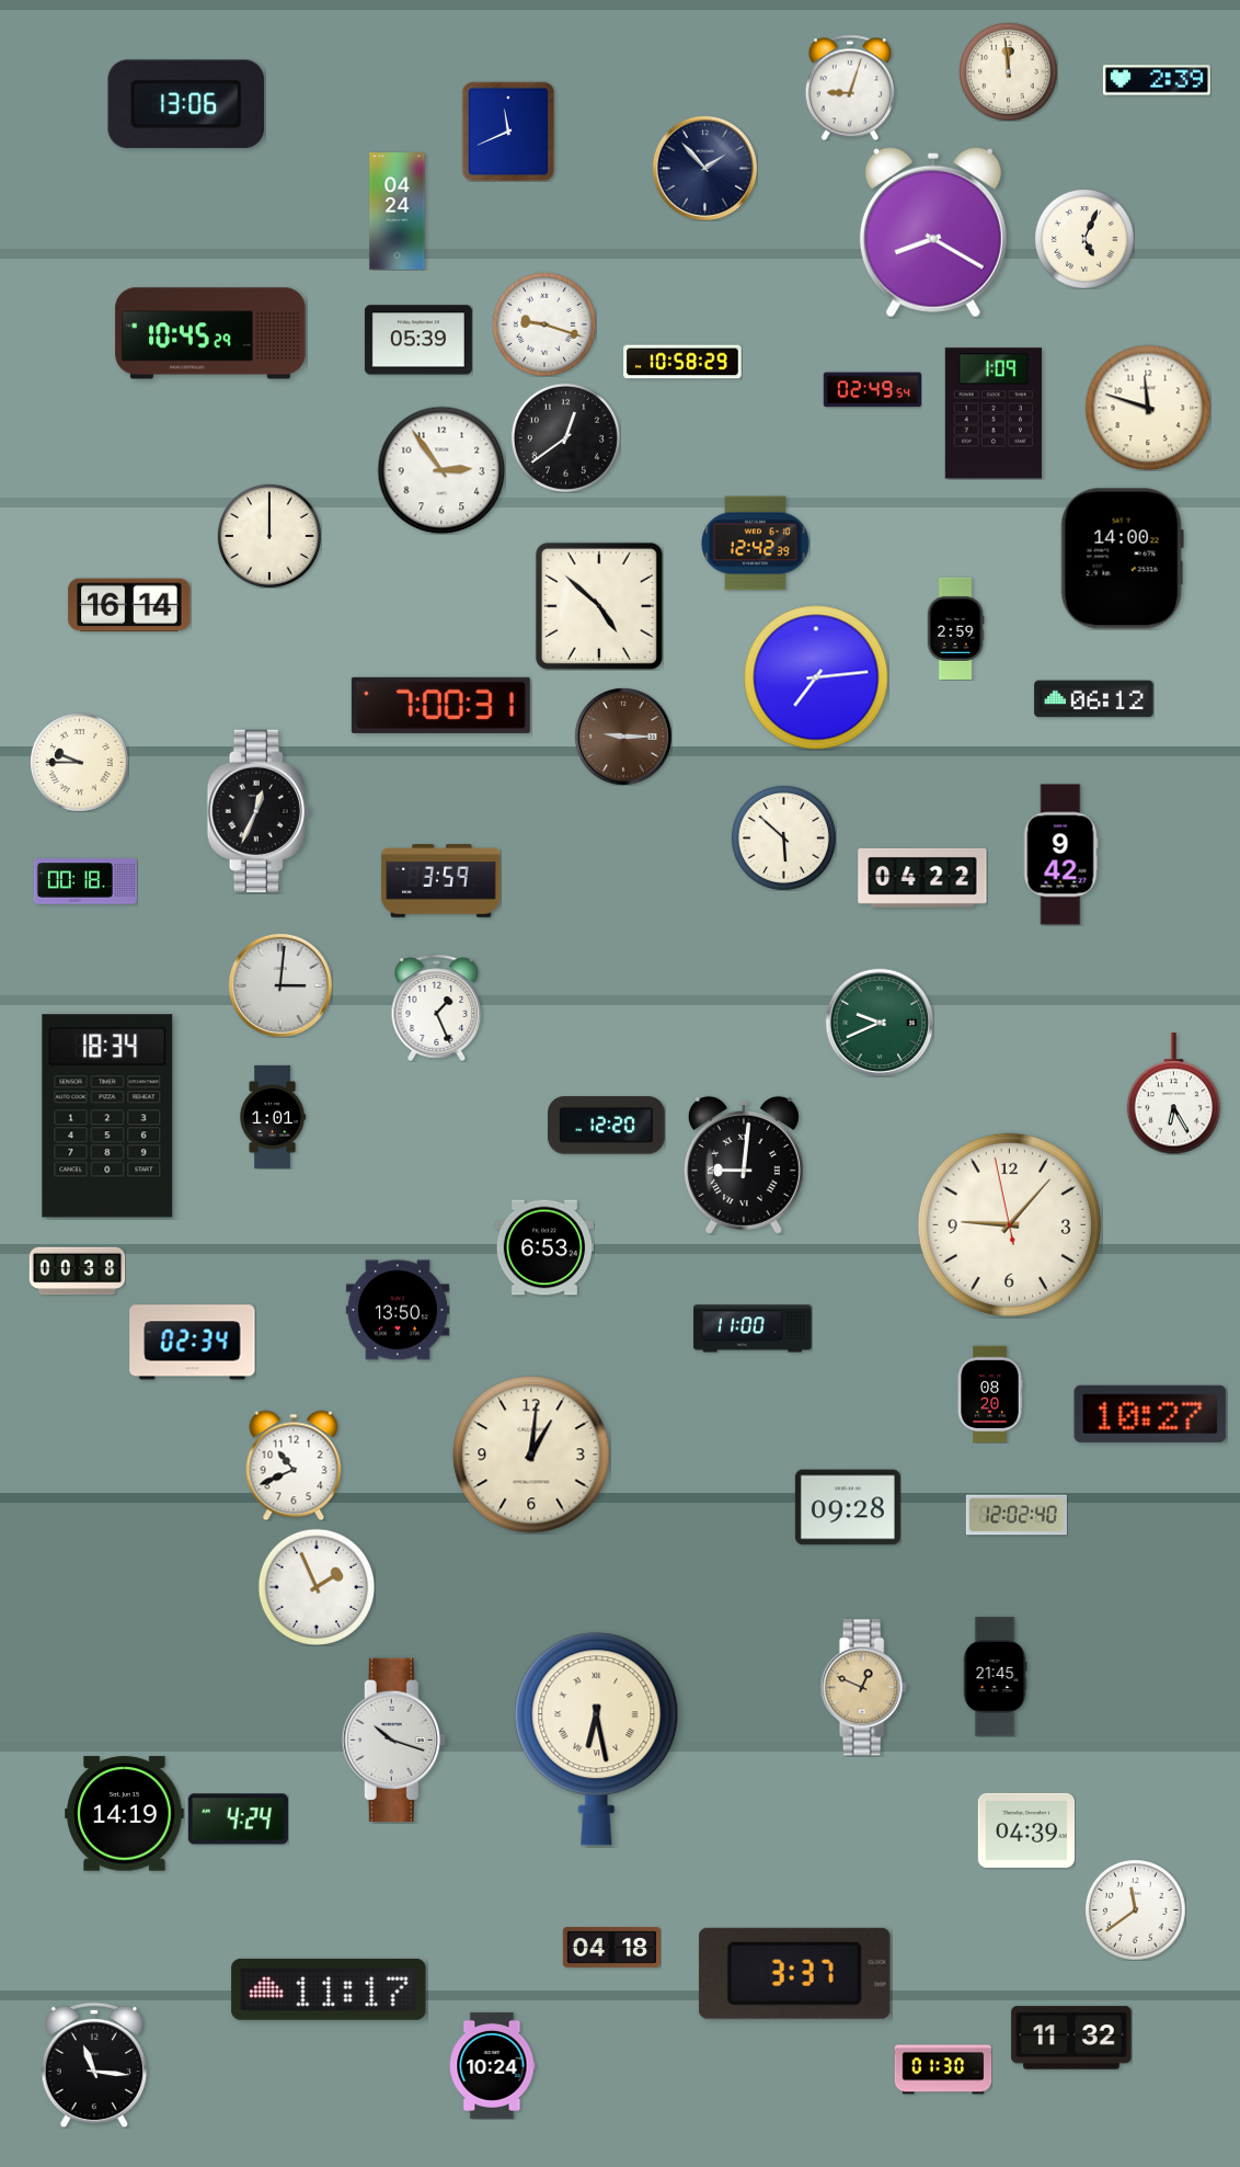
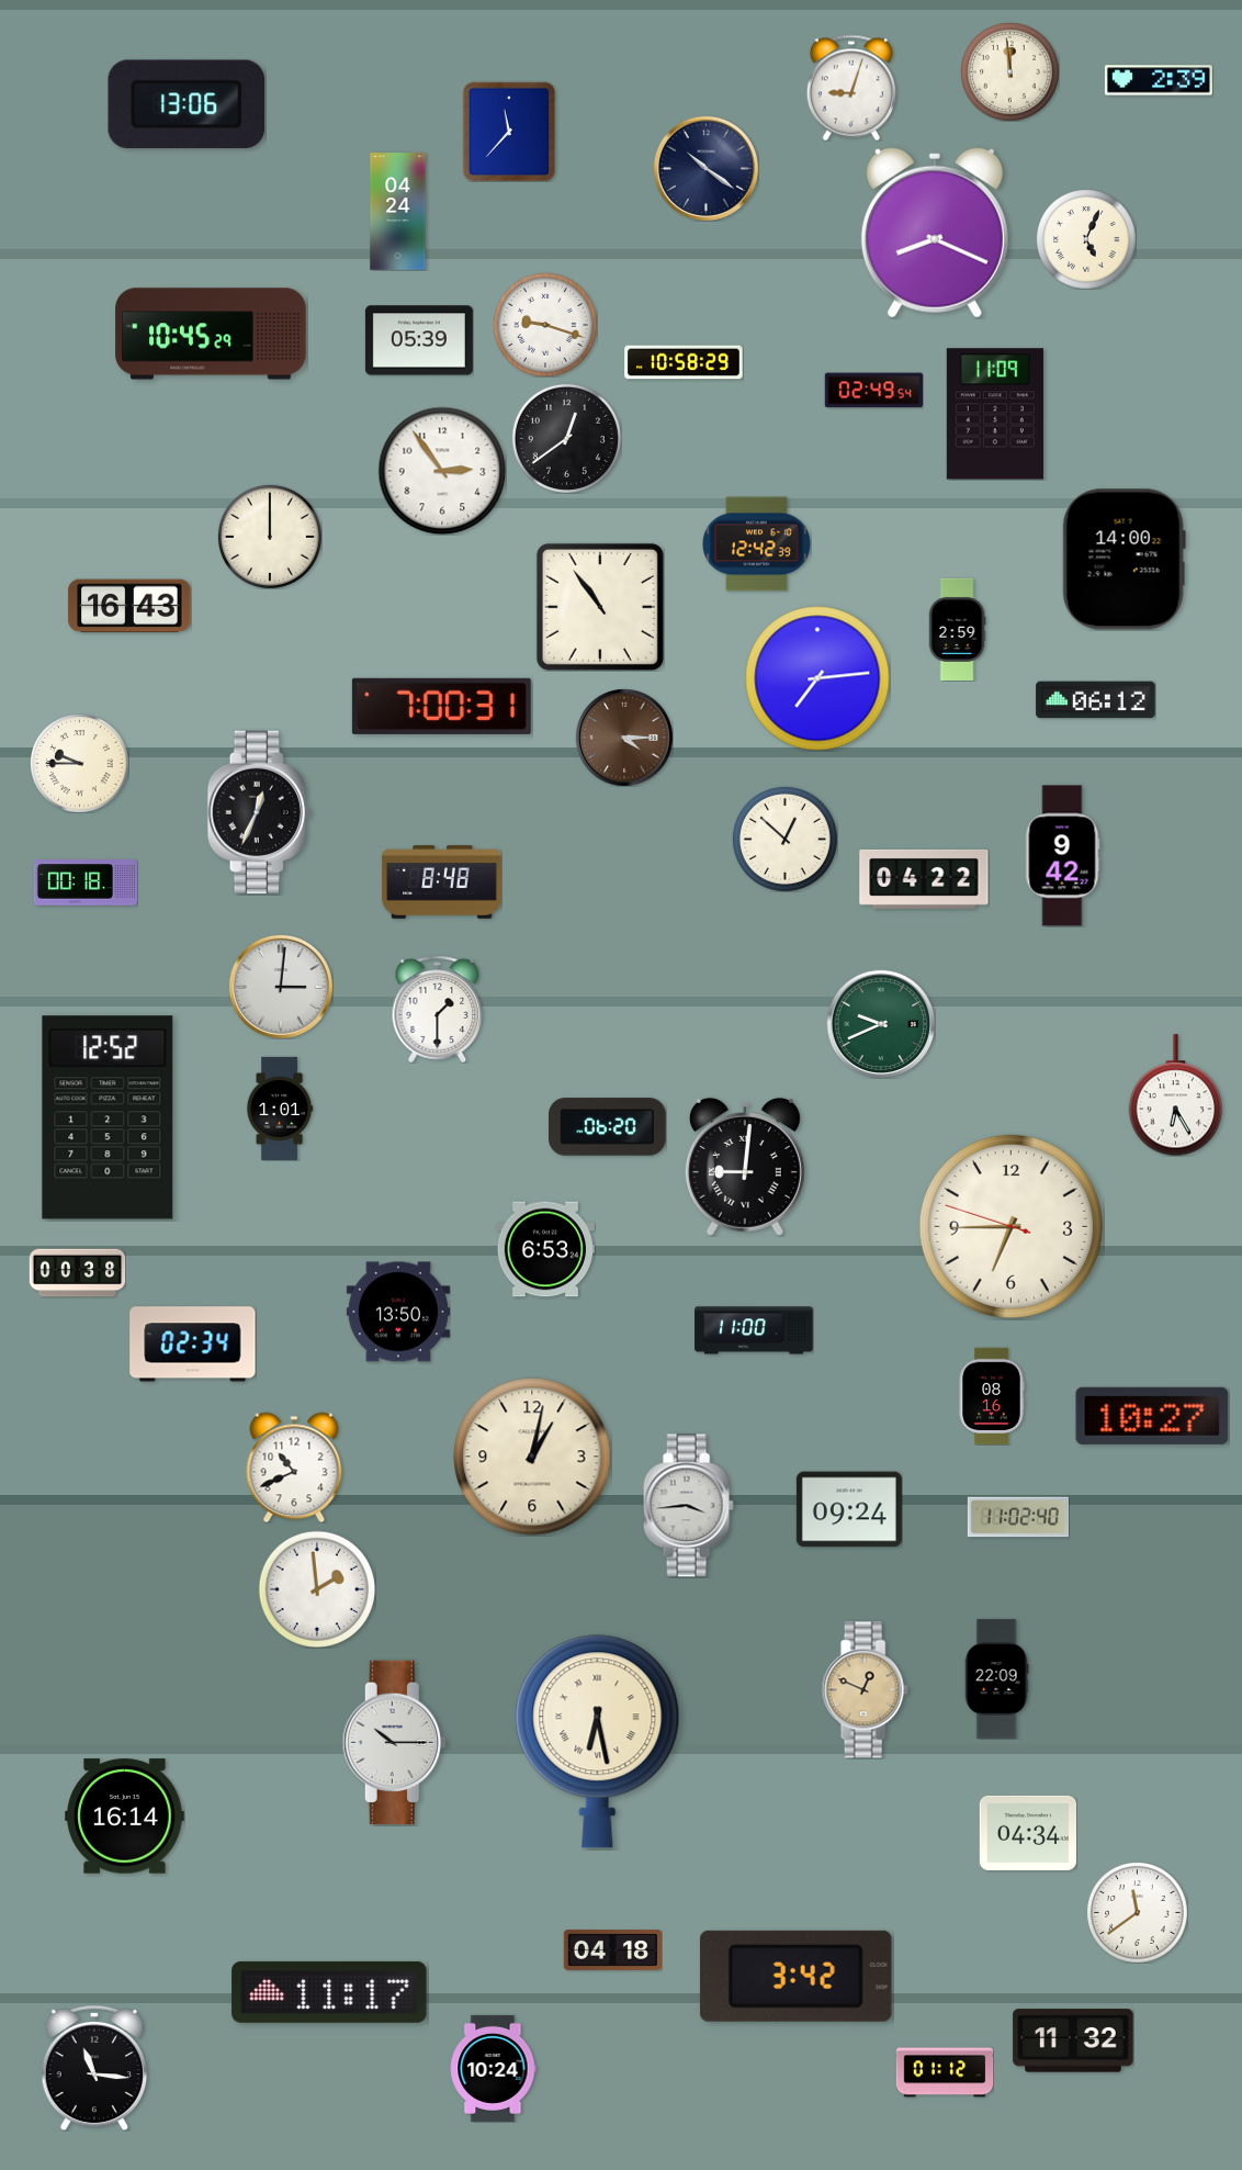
clock at (508, 132): 11:41 -> 11:37
clock at (704, 168): 1:53 -> 10:21
clock at (933, 232): 8:20 -> 8:19
clock at (1148, 408): 11:48 -> none
clock at (994, 413): 1:09 -> 11:09
clock at (129, 605): 16:14 -> 16:43
clock at (599, 606): 4:52 -> 10:54
clock at (623, 737): 9:15 -> 4:15
clock at (783, 837): 5:52 -> 12:52
clock at (441, 881): 3:59 -> 8:48
clock at (437, 1007): 1:26 -> 1:30
clock at (107, 1116): 18:34 -> 12:52
clock at (273, 1117) position: (273, 1117) -> (280, 1109)
clock at (607, 1126): 12:20 -> 06:20
clock at (1009, 1224): 9:06 -> 6:44
clock at (990, 1394): 08:20 -> 08:16
clock at (531, 1455): 1:01 -> 1:02
clock at (688, 1506): none -> 3:44
clock at (848, 1507): 09:28 -> 09:24
clock at (1017, 1515): 12:02 -> 11:02
clock at (317, 1587): 1:56 -> 1:59
clock at (995, 1677): 21:45 -> 22:09
clock at (393, 1741): 10:18 -> 10:15
clock at (125, 1814): 14:19 -> 16:14
clock at (238, 1820): 4:24 -> none
clock at (1026, 1830): 04:39 -> 04:34
clock at (794, 1973): 3:37 -> 3:42
clock at (943, 2069): 01:30 -> 01:12
